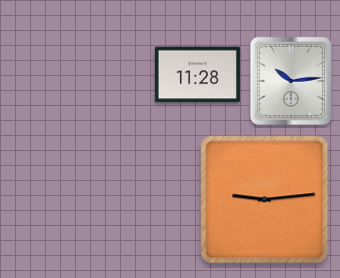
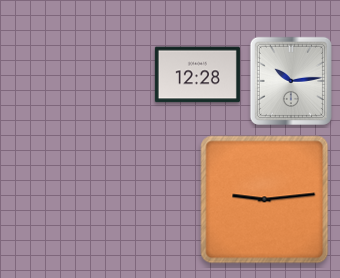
clock at (197, 75): 11:28 -> 12:28
